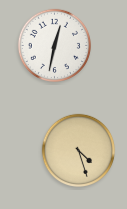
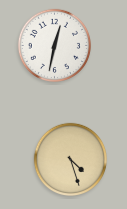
clock at (78, 150) position: (78, 150) -> (70, 159)
